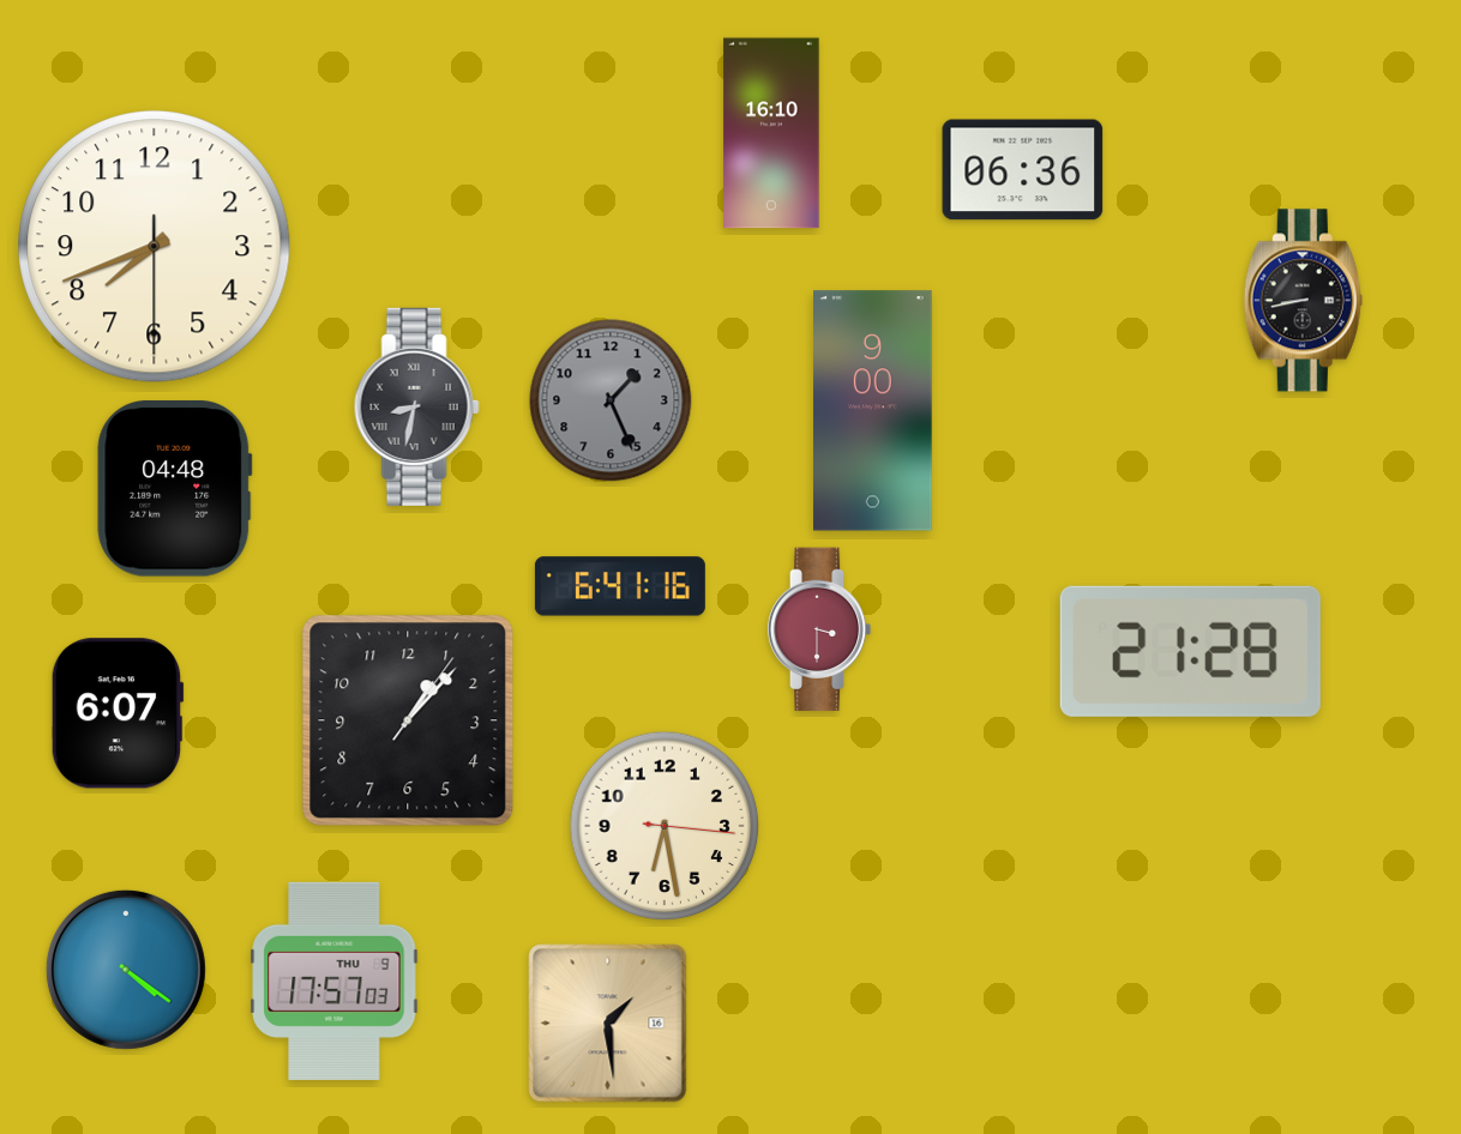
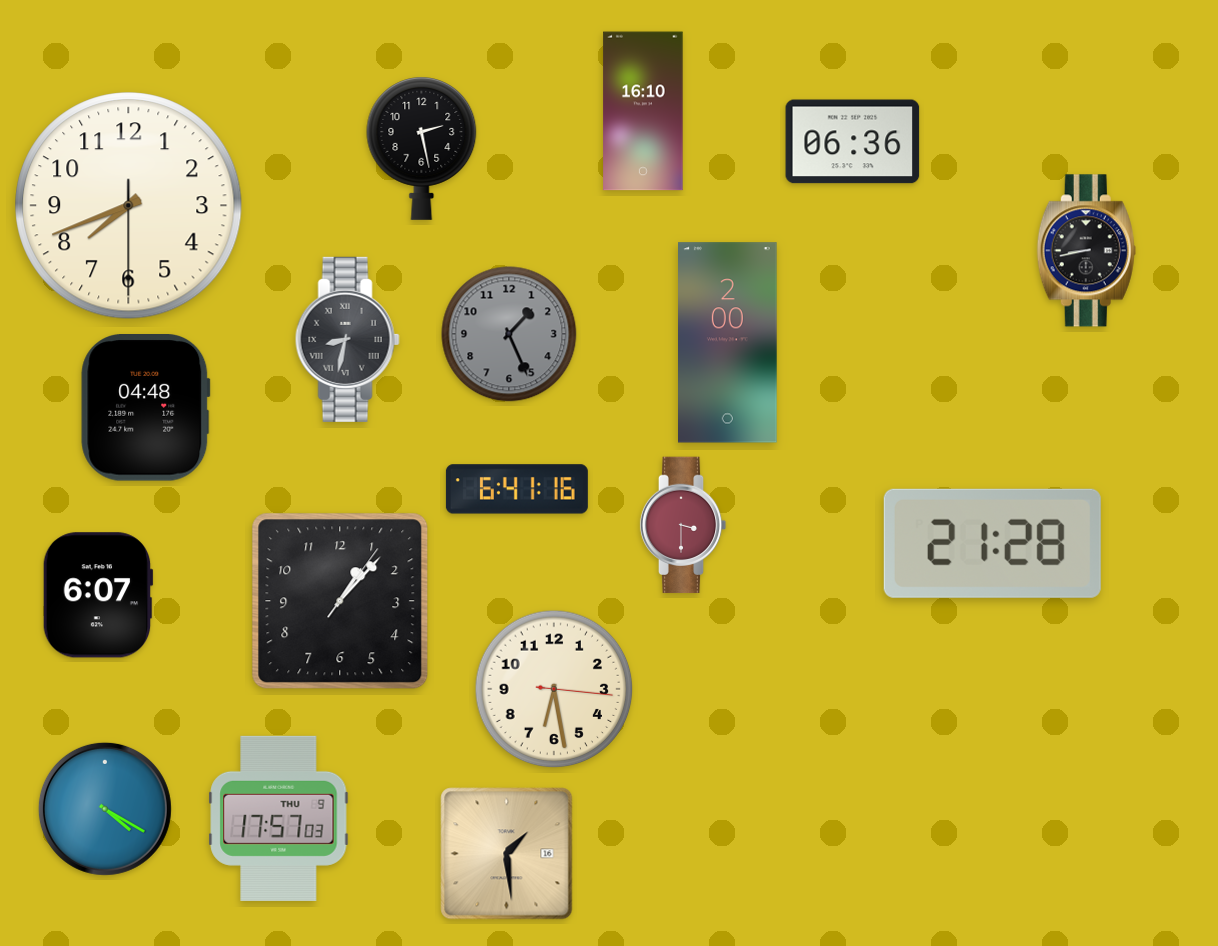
clock at (422, 148): none -> 2:28
clock at (873, 411): 9:00 -> 2:00
clock at (126, 970): 4:21 -> 4:20
